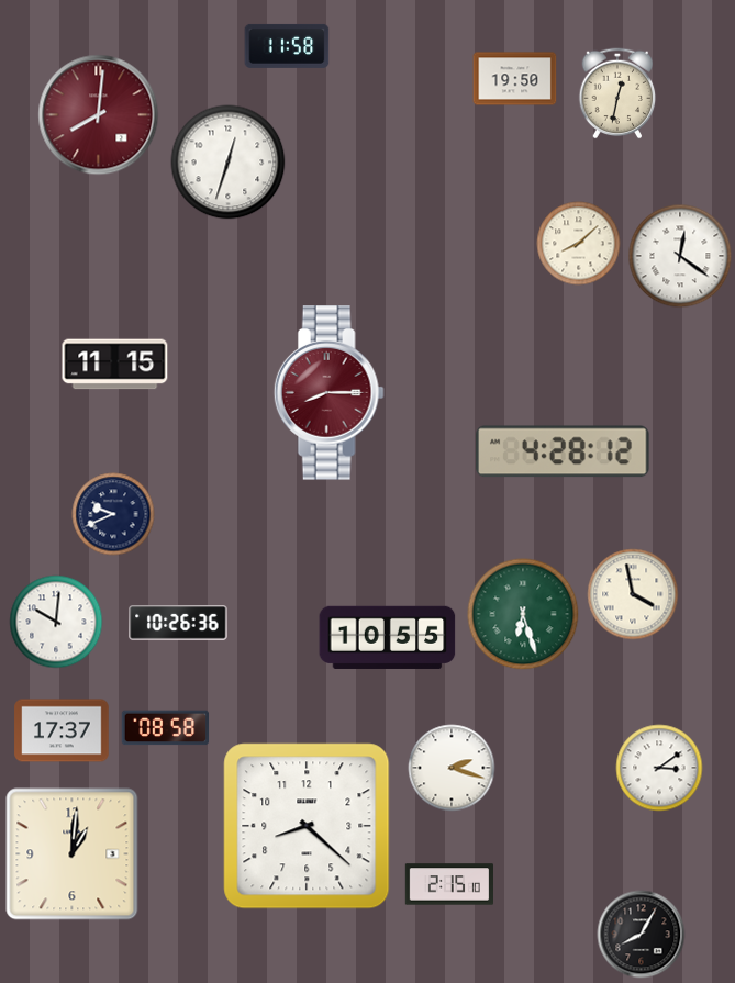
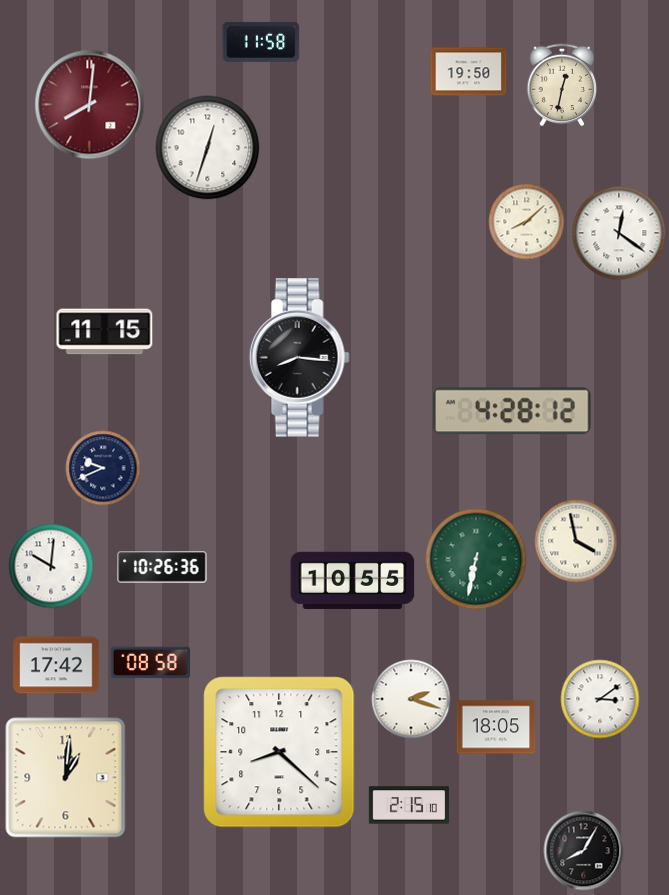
clock at (328, 393): 8:15 -> 8:16
clock at (328, 393) dial: burgundy -> black
clock at (523, 614): 6:27 -> 6:32
clock at (62, 730): 17:37 -> 17:42
clock at (496, 727): none -> 18:05
